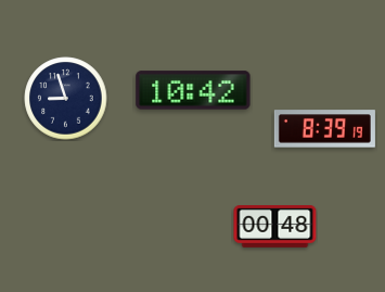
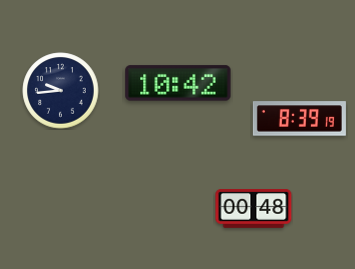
clock at (66, 99): 8:57 -> 9:44
